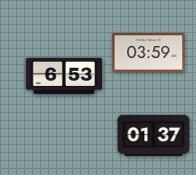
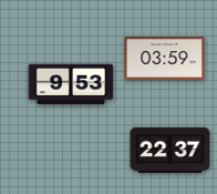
clock at (64, 76): 6:53 -> 9:53
clock at (154, 135): 01:37 -> 22:37
